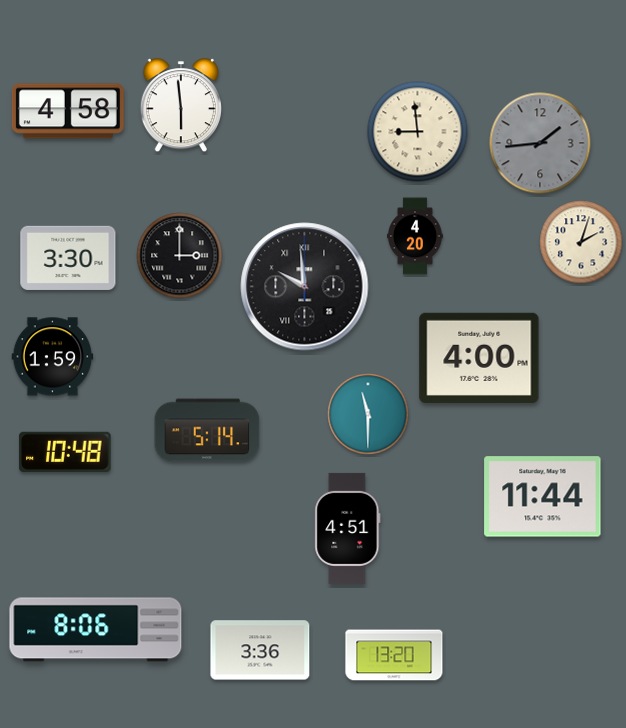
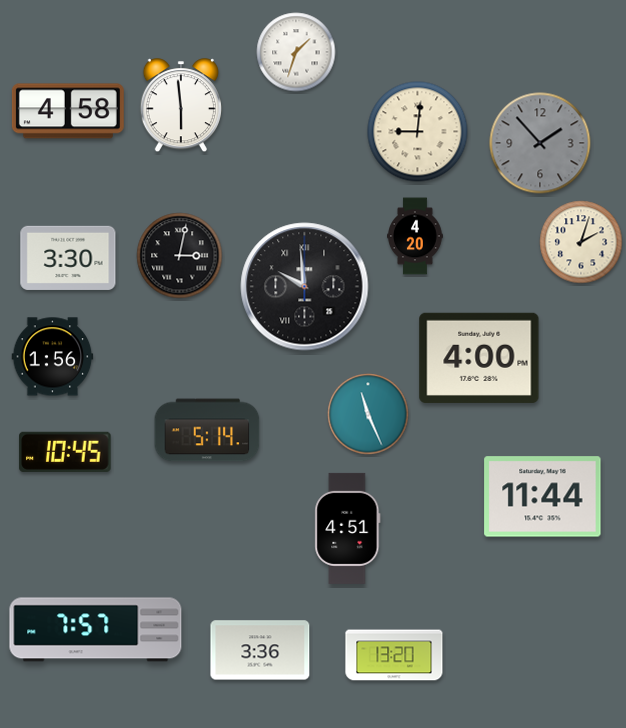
clock at (296, 52): none -> 1:33
clock at (418, 132): 8:59 -> 9:01
clock at (540, 143): 1:44 -> 1:53
clock at (180, 256): 3:00 -> 3:02
clock at (53, 357): 1:59 -> 1:56
clock at (368, 414): 11:30 -> 11:26
clock at (65, 452): 10:48 -> 10:45
clock at (96, 630): 8:06 -> 7:57
